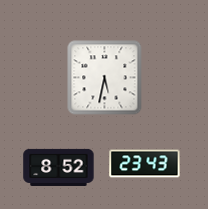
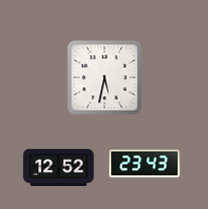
clock at (59, 167): 8:52 -> 12:52
